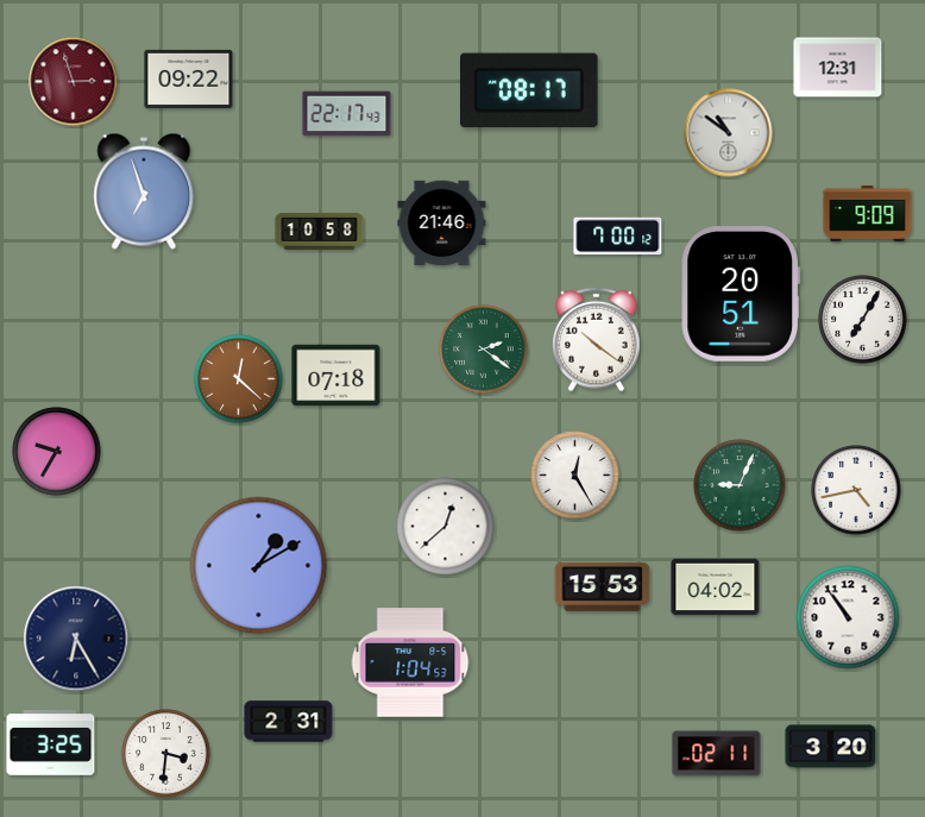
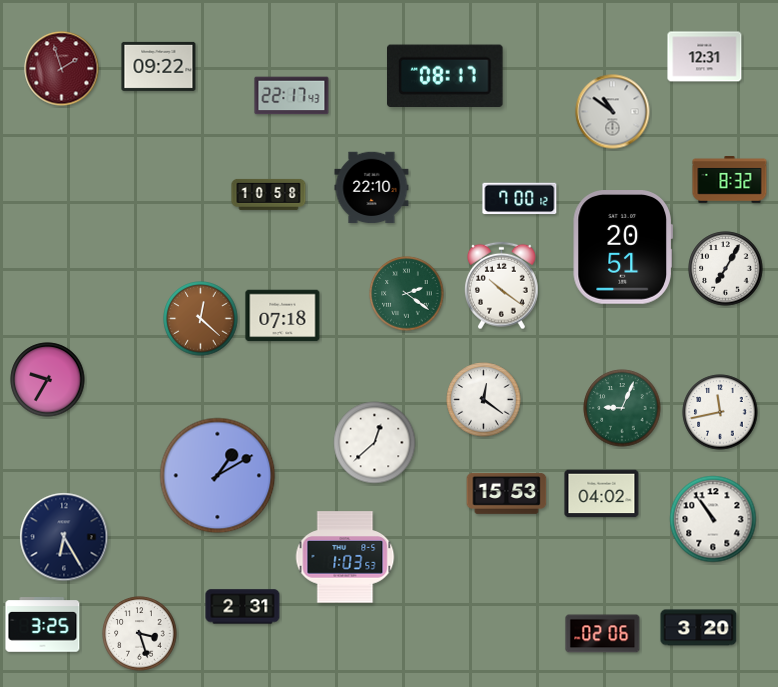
clock at (74, 82): 2:57 -> 1:57
clock at (144, 191): 6:57 -> none
clock at (868, 214): 9:09 -> 8:32
clock at (442, 224): 21:46 -> 22:10
clock at (575, 476): 12:25 -> 12:21
clock at (856, 490): 4:43 -> 11:43
clock at (410, 662): 1:04 -> 1:03
clock at (166, 754): 3:31 -> 3:27
clock at (717, 754): 02:11 -> 02:06
